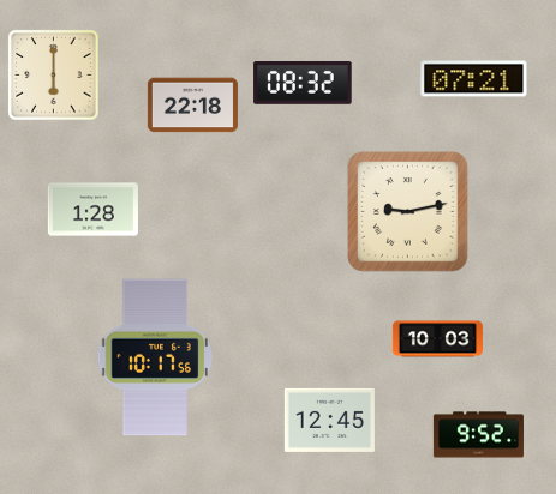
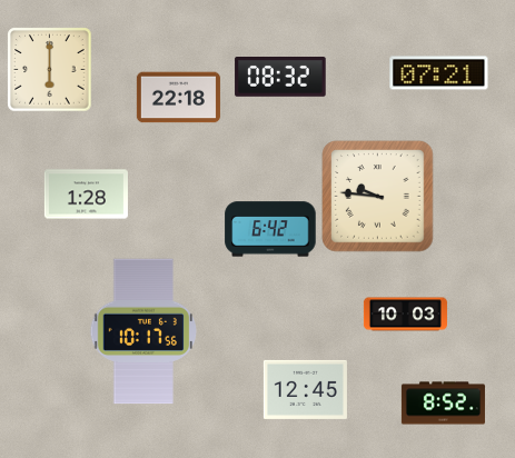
clock at (408, 212): 9:13 -> 9:46
clock at (270, 229): none -> 6:42
clock at (478, 435): 9:52 -> 8:52
